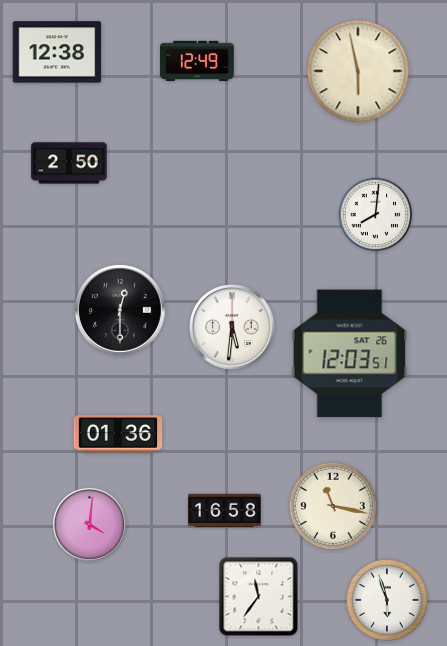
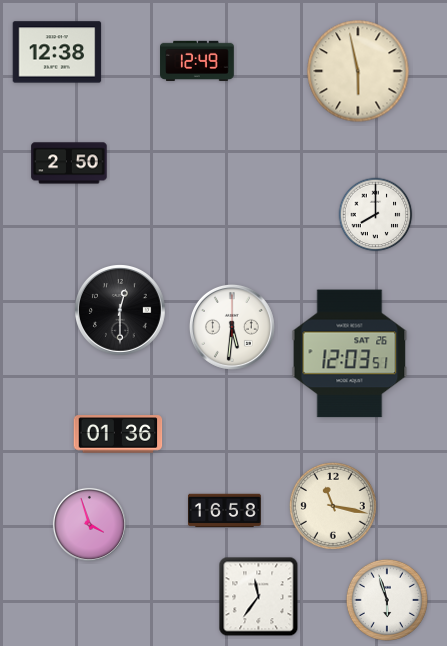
clock at (376, 215): 8:01 -> 8:00
clock at (89, 524): 4:01 -> 3:57
